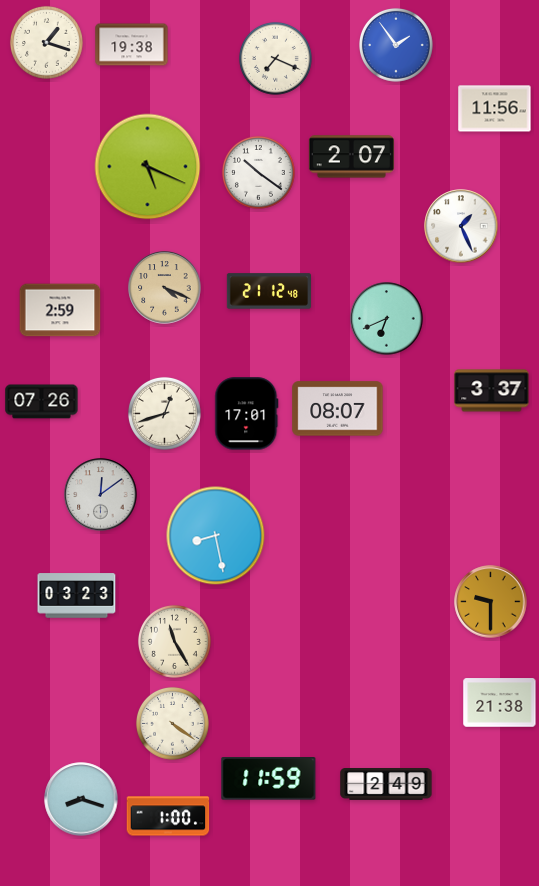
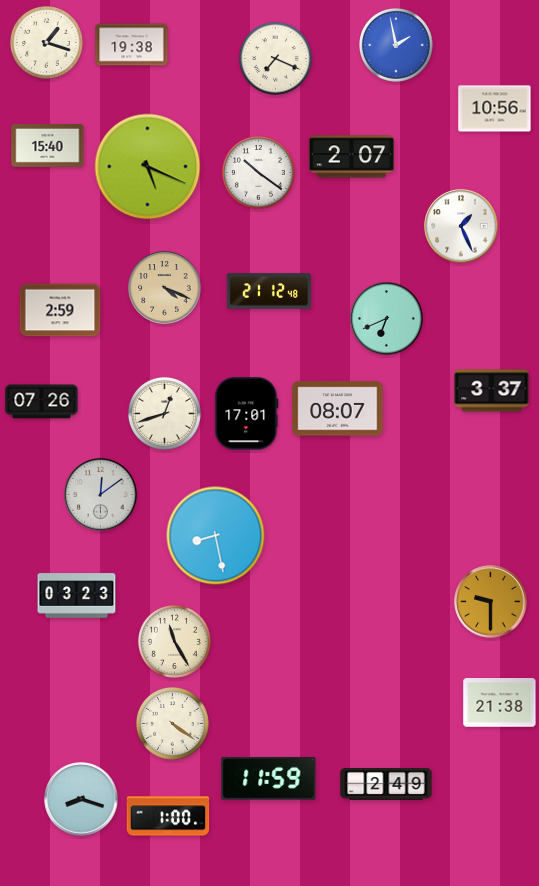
clock at (397, 46): 1:54 -> 1:58
clock at (495, 109): 11:56 -> 10:56
clock at (48, 146): none -> 15:40
